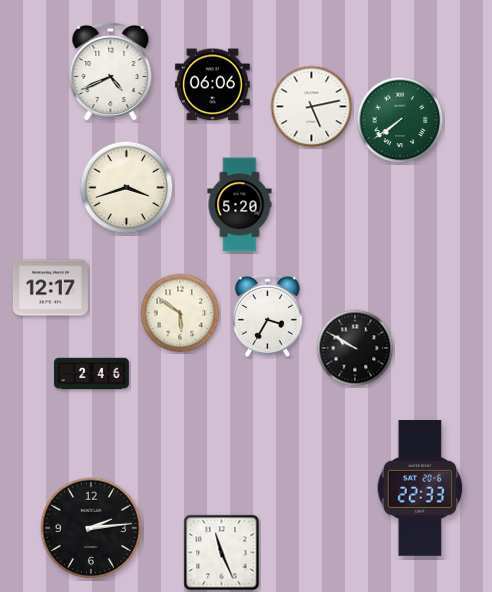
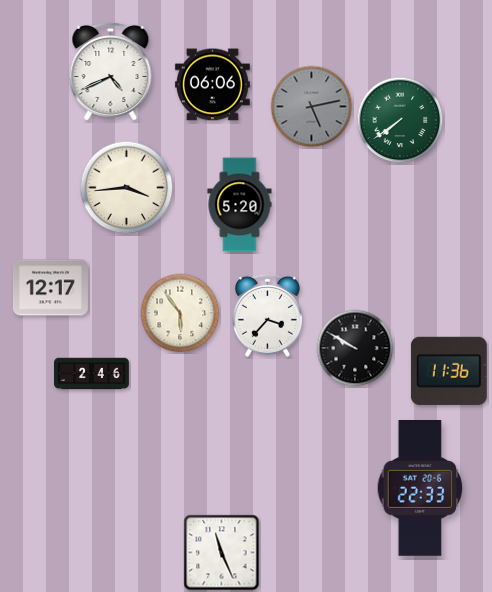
clock at (312, 107) dial: white -> grey
clock at (127, 188): 3:42 -> 3:44
clock at (180, 313): 5:51 -> 5:54
clock at (267, 315): 3:35 -> 3:37
clock at (449, 371): none -> 11:36
clock at (91, 528): 2:14 -> none
